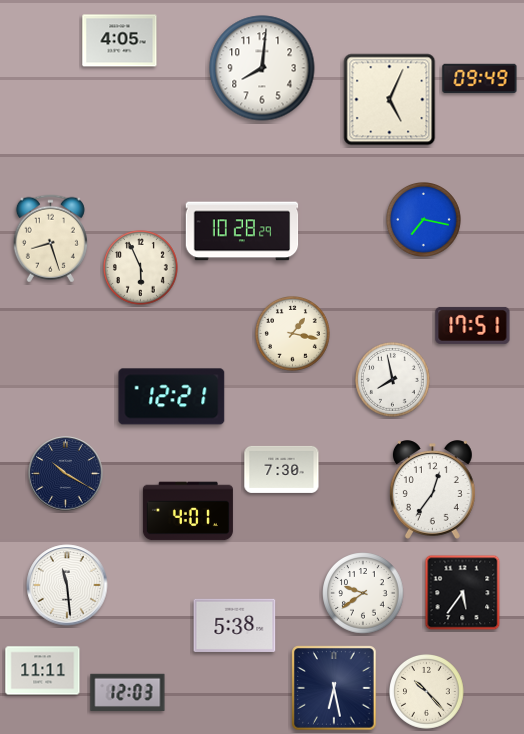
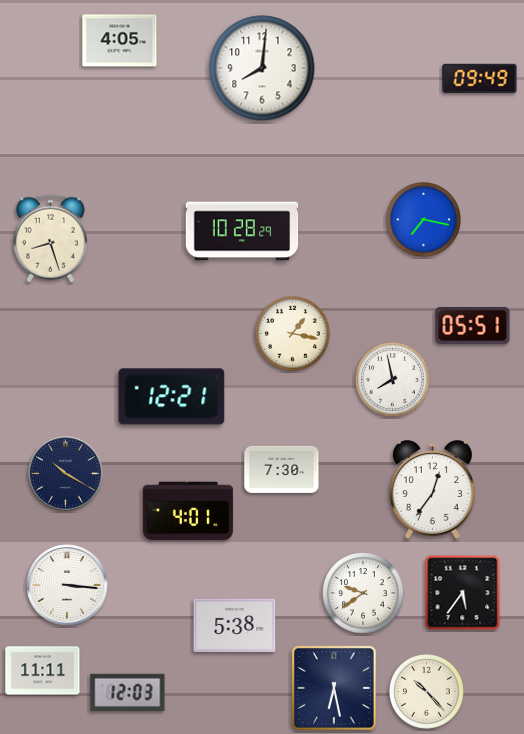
clock at (390, 100): 5:04 -> none
clock at (141, 268): 5:56 -> none
clock at (473, 325): 17:51 -> 05:51
clock at (67, 585): 11:29 -> 3:16
